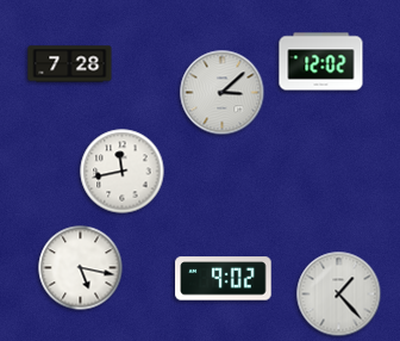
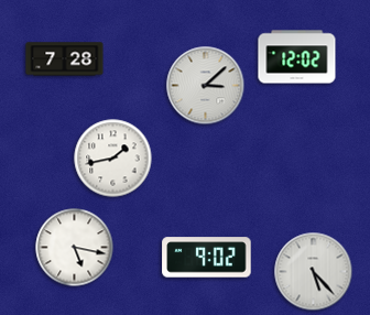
clock at (123, 172): 11:43 -> 1:43
clock at (339, 294): 1:23 -> 5:23
